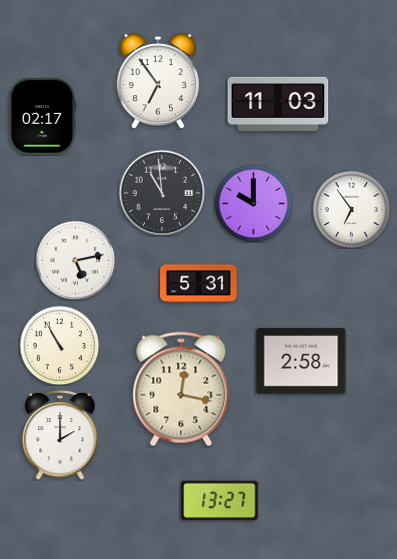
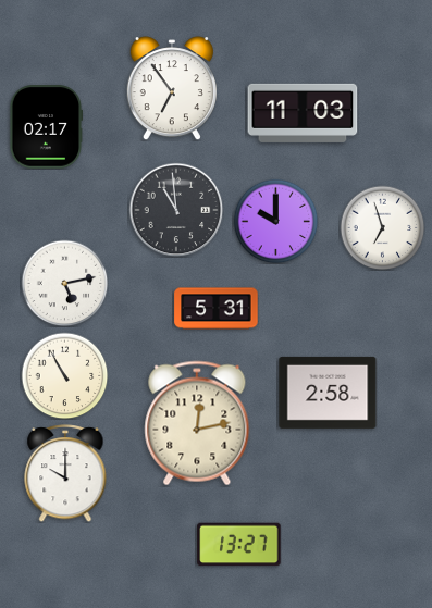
clock at (351, 209): 6:54 -> 6:57
clock at (75, 260) position: (75, 260) -> (64, 283)
clock at (181, 389): 12:17 -> 12:13
clock at (60, 436): 2:00 -> 10:00
